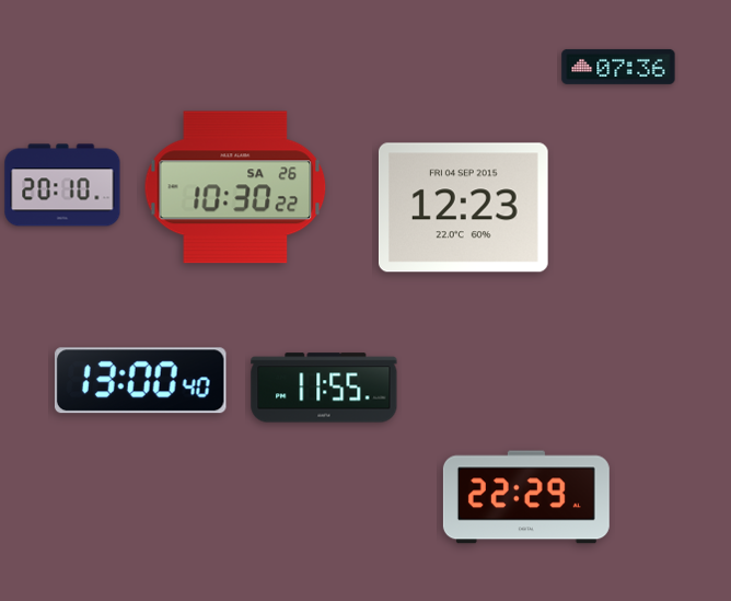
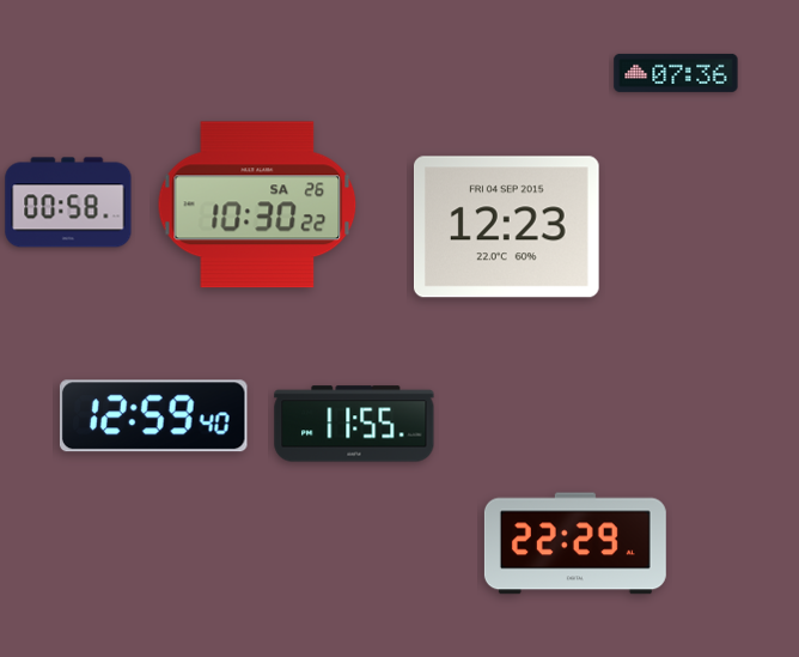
clock at (62, 185): 20:10 -> 00:58
clock at (140, 381): 13:00 -> 12:59
